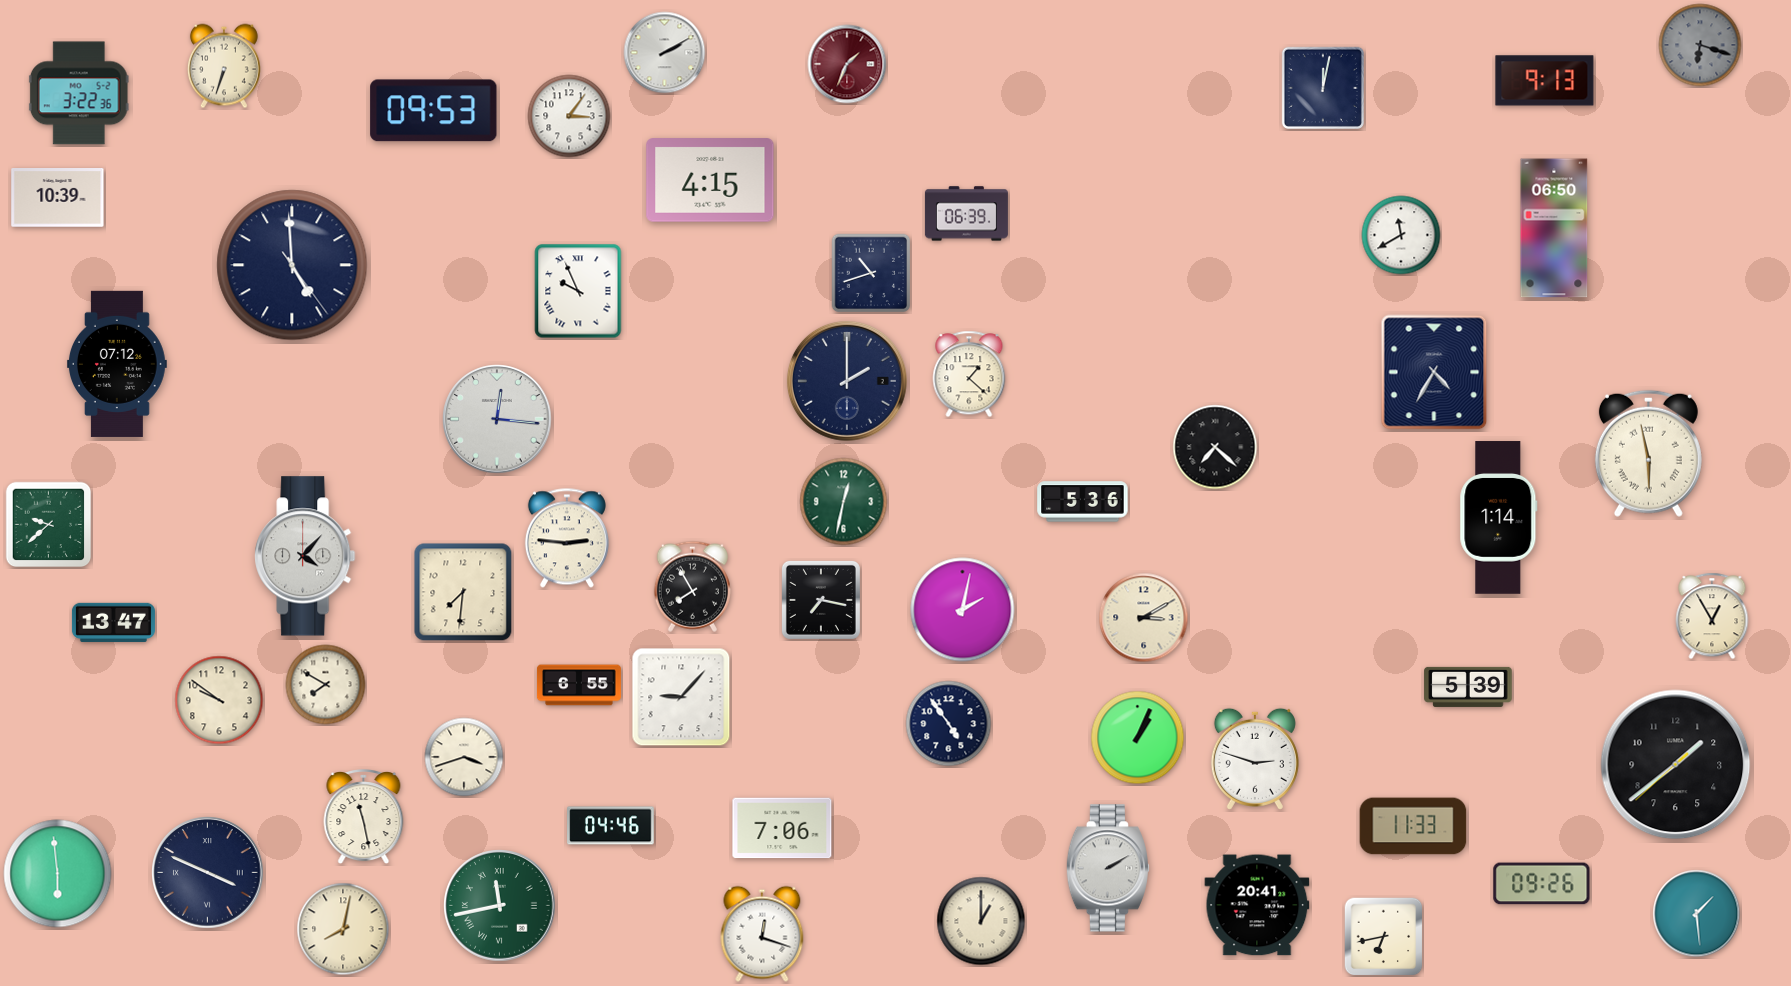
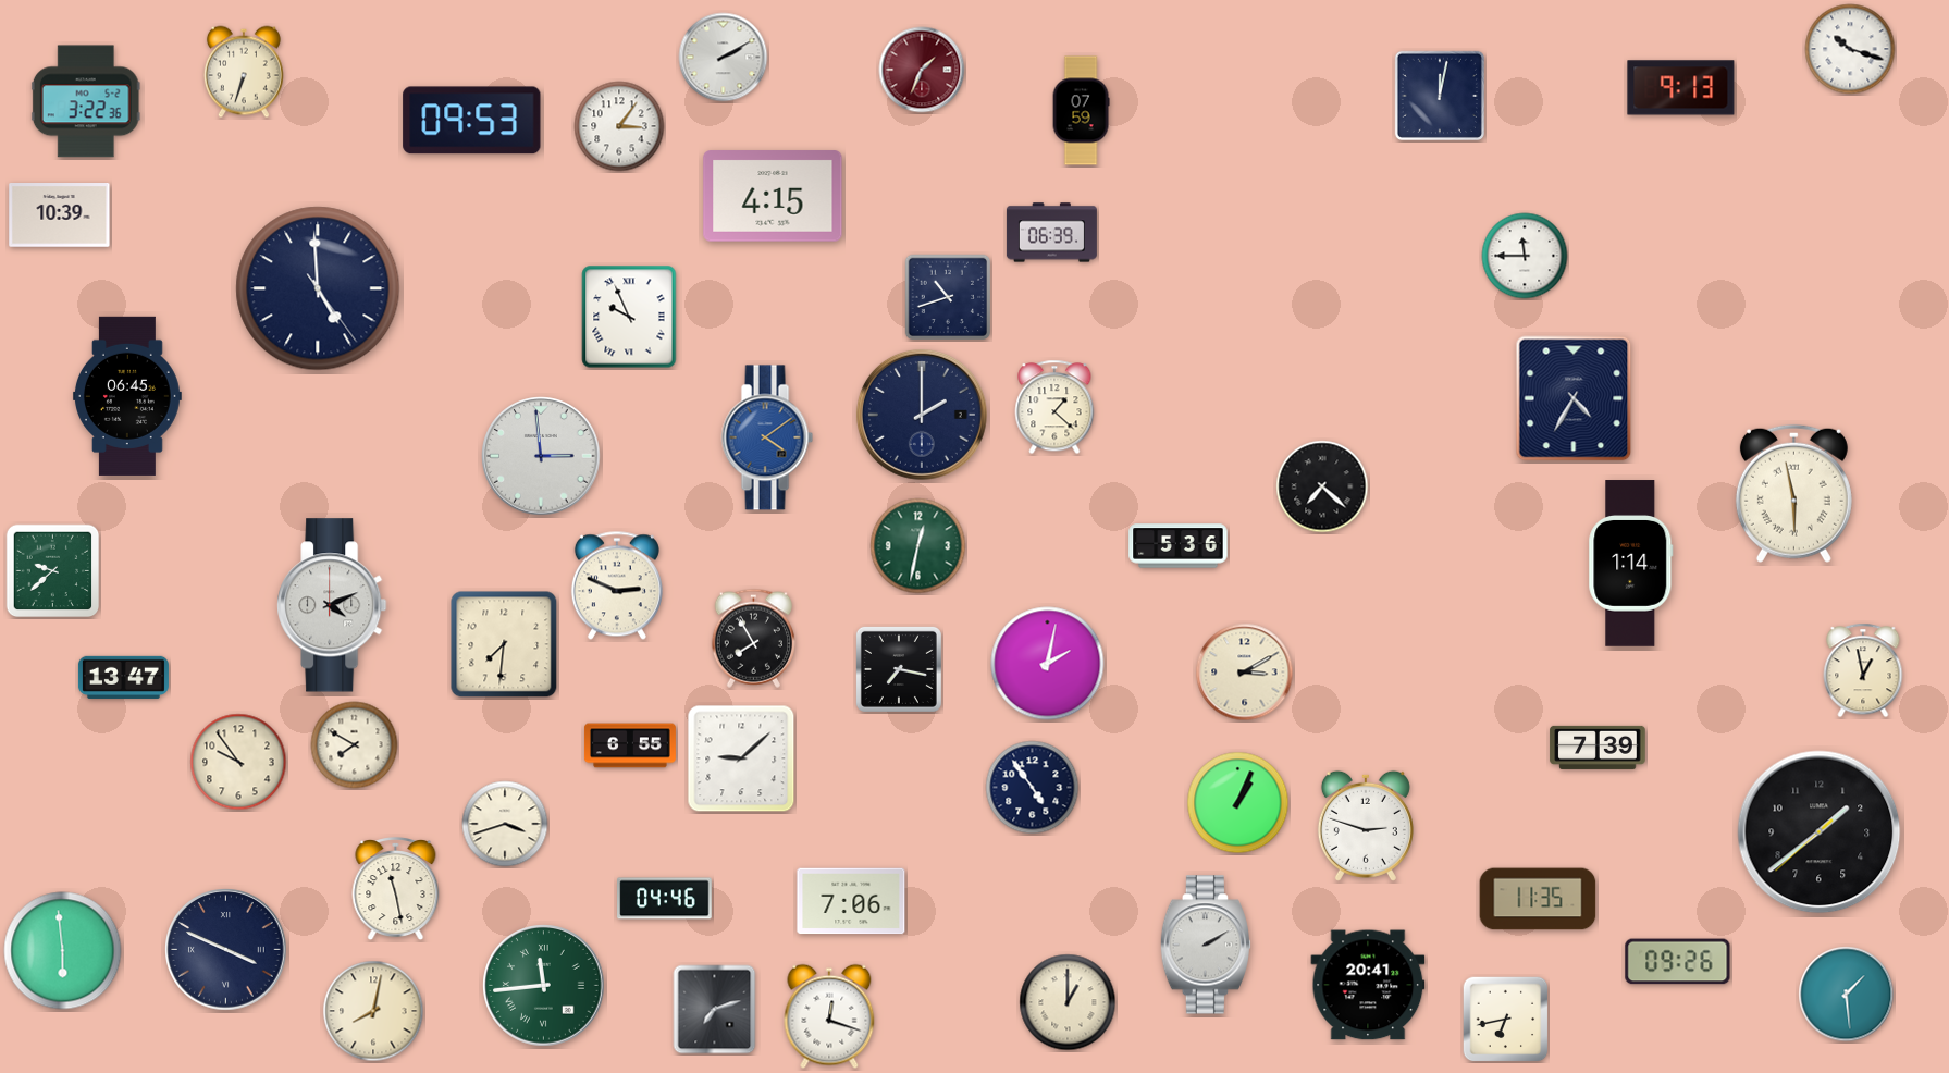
clock at (1700, 45): 6:18 -> 10:18
clock at (1700, 45) dial: grey -> white
clock at (1081, 111): none -> 07:59
clock at (58, 198) position: (58, 198) -> (60, 215)
clock at (1554, 228): 06:50 -> none
clock at (1401, 235): 11:40 -> 11:45
clock at (117, 364): 07:12 -> 06:45
clock at (1434, 372) position: (1434, 372) -> (1574, 398)
clock at (767, 437): none -> 4:09
clock at (497, 419): 12:16 -> 2:59
clock at (567, 538): 2:46 -> 2:49
clock at (305, 556): 4:07 -> 4:11
clock at (821, 600) position: (821, 600) -> (899, 669)
clock at (1712, 616): 12:55 -> 12:58
clock at (1468, 687): 5:39 -> 7:39
clock at (681, 697): 9:07 -> 9:08
clock at (219, 700): 9:51 -> 9:54
clock at (1676, 765) position: (1676, 765) -> (1820, 832)
clock at (1413, 826): 11:33 -> 11:35
clock at (500, 906): 11:43 -> 11:44
clock at (715, 1010): none -> 7:12
